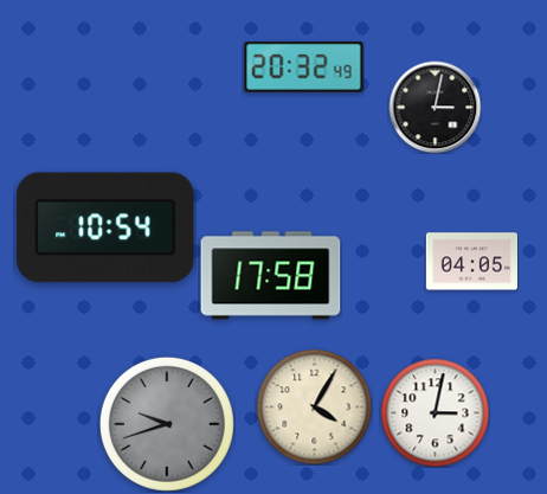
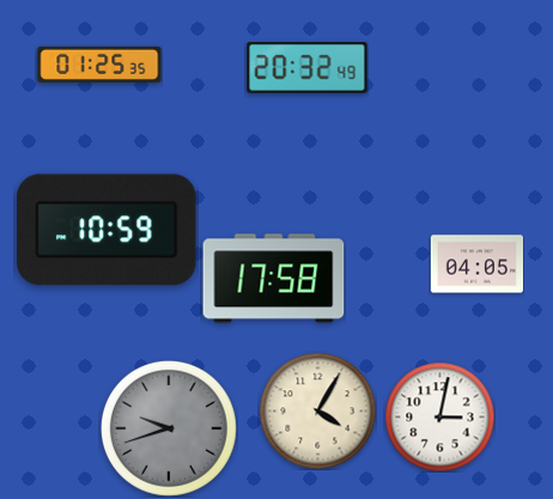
clock at (99, 65): none -> 01:25
clock at (435, 107): 3:02 -> none
clock at (105, 227): 10:54 -> 10:59
